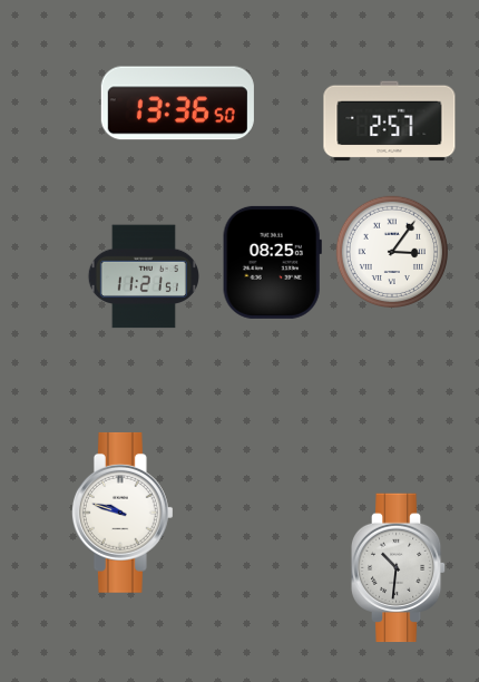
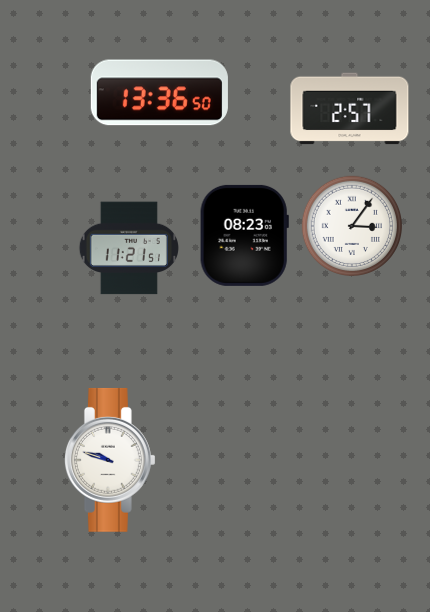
clock at (272, 262): 08:25 -> 08:23
clock at (399, 568): 10:31 -> none
